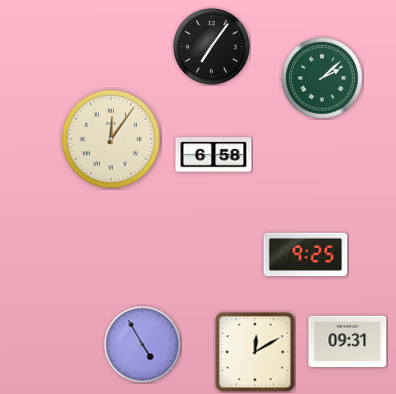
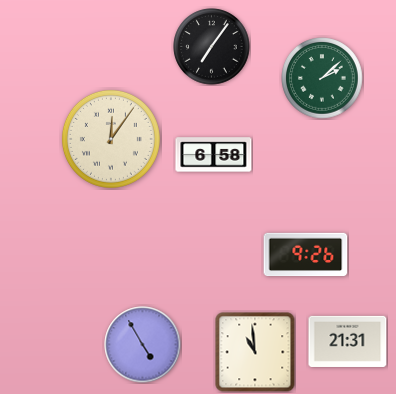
clock at (306, 255): 9:25 -> 9:26
clock at (348, 341): 09:31 -> 21:31
clock at (255, 352): 12:10 -> 10:59
